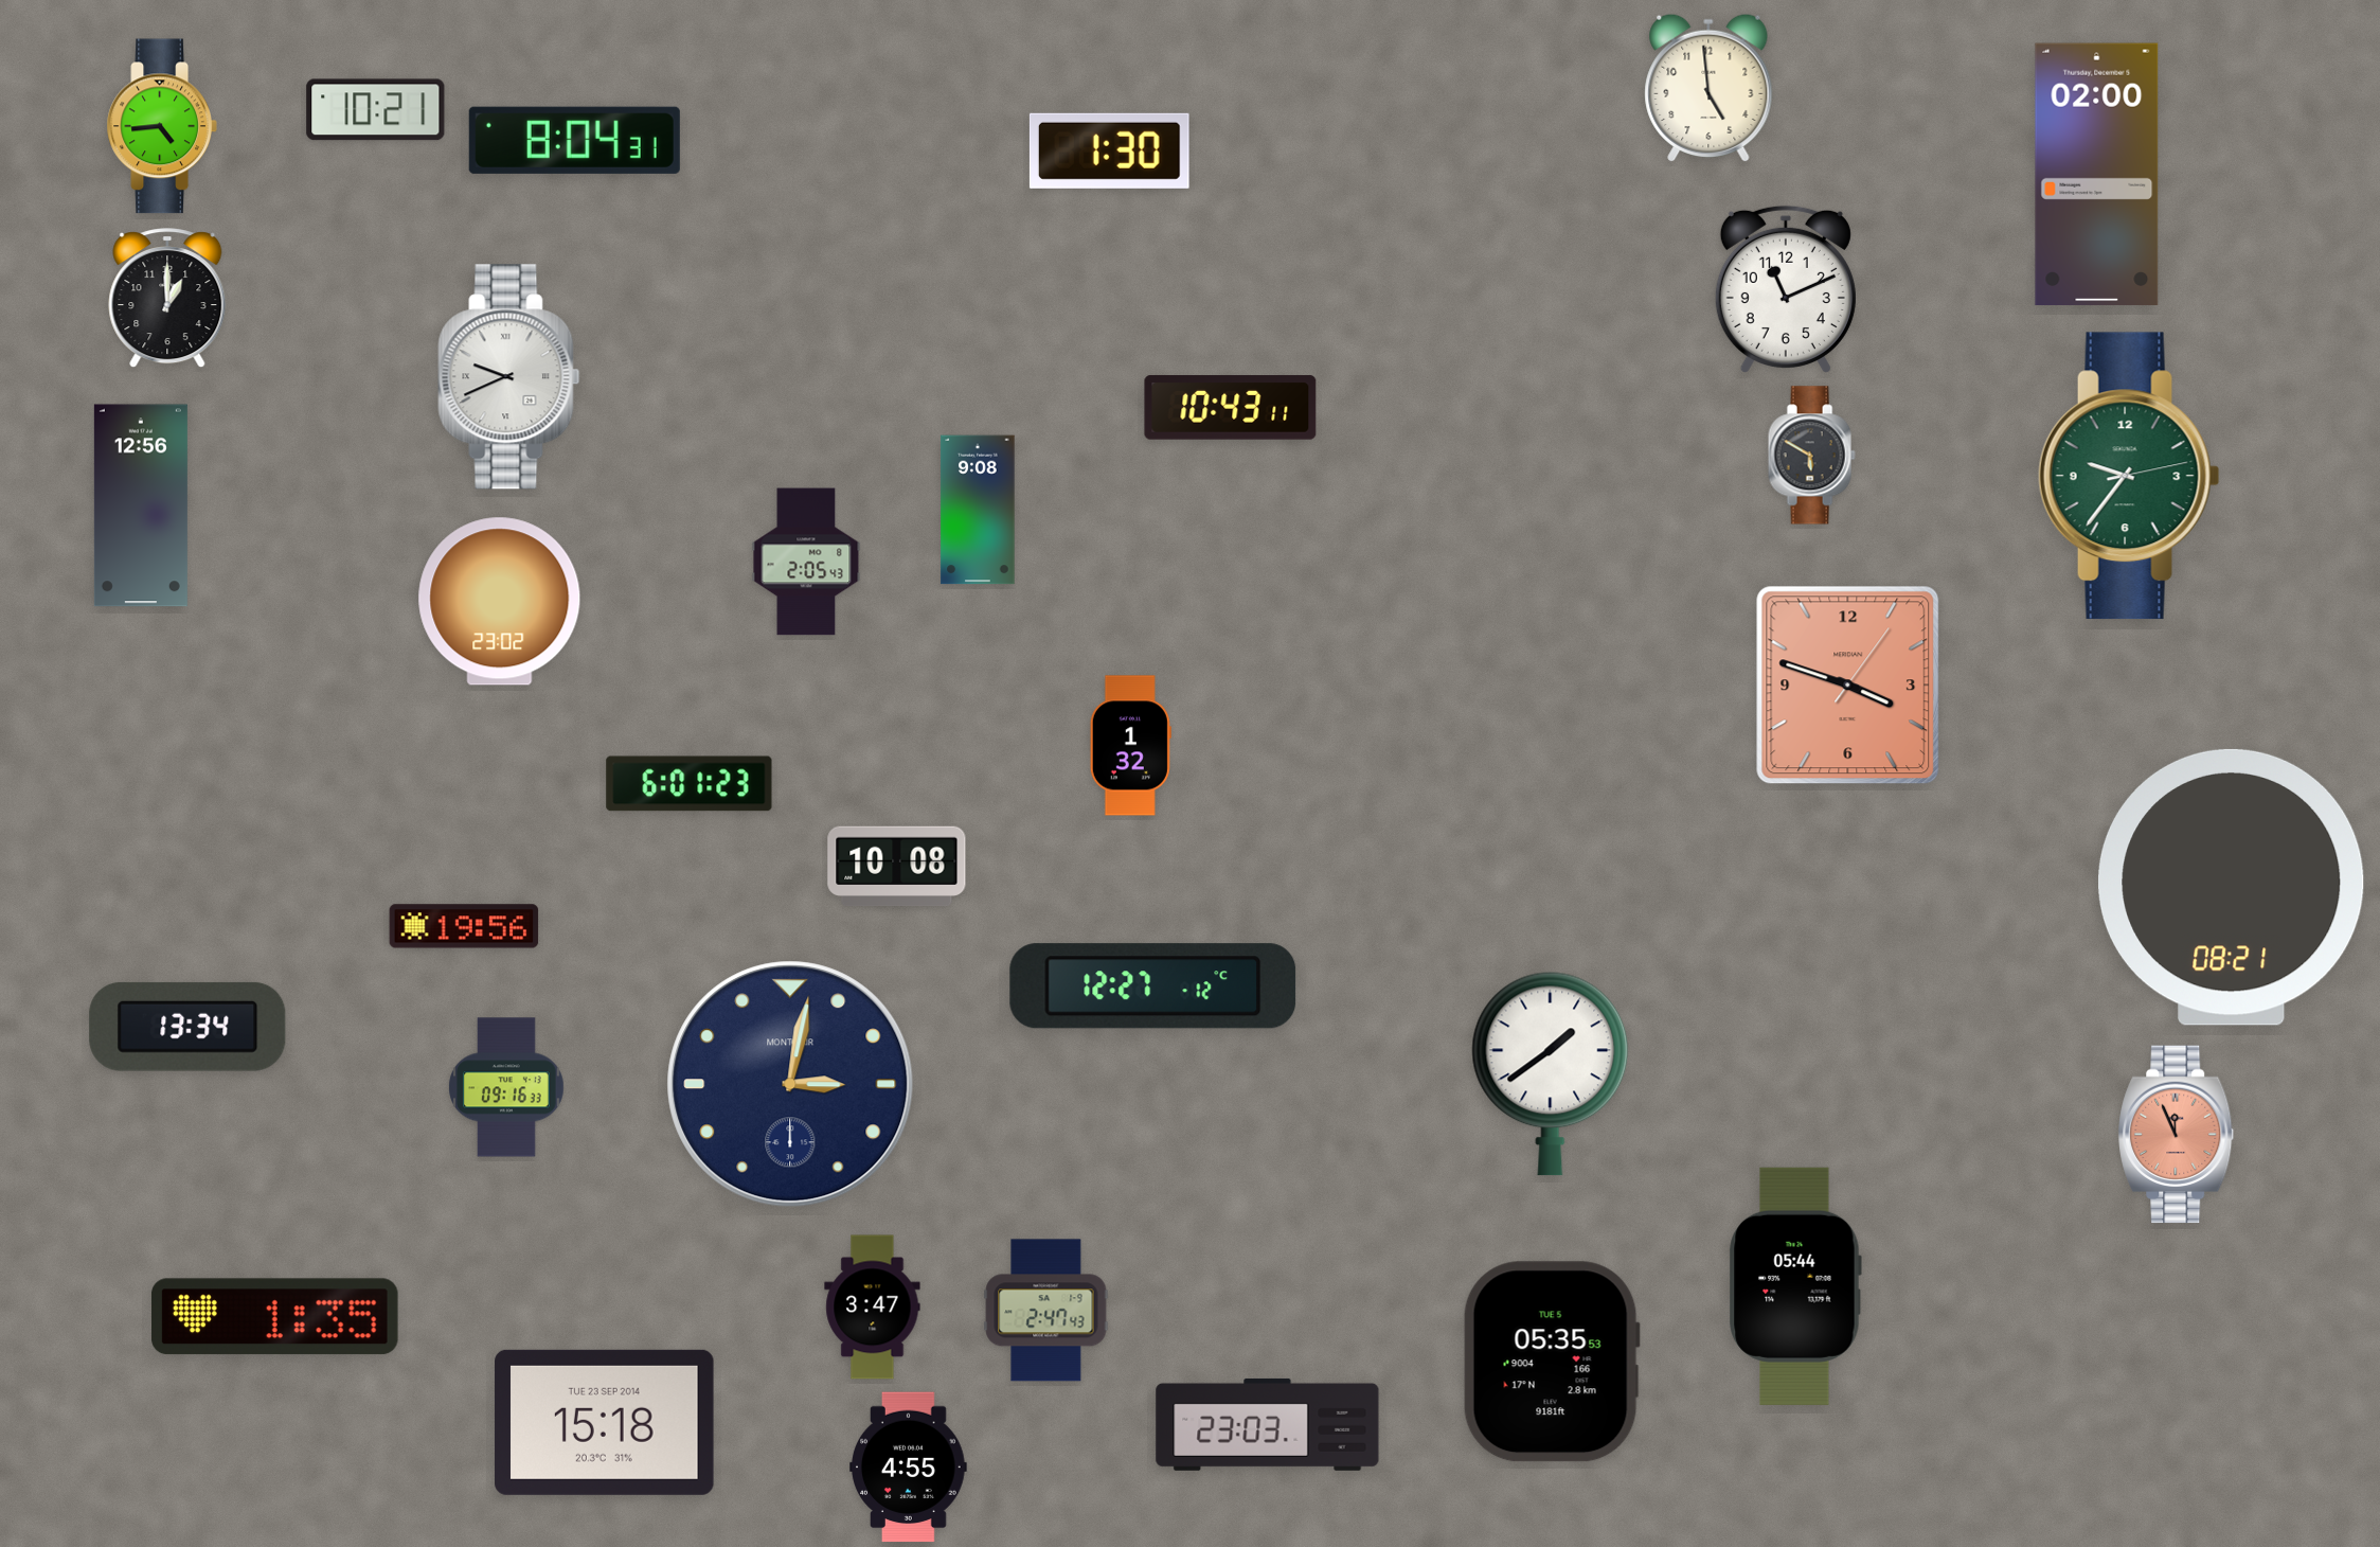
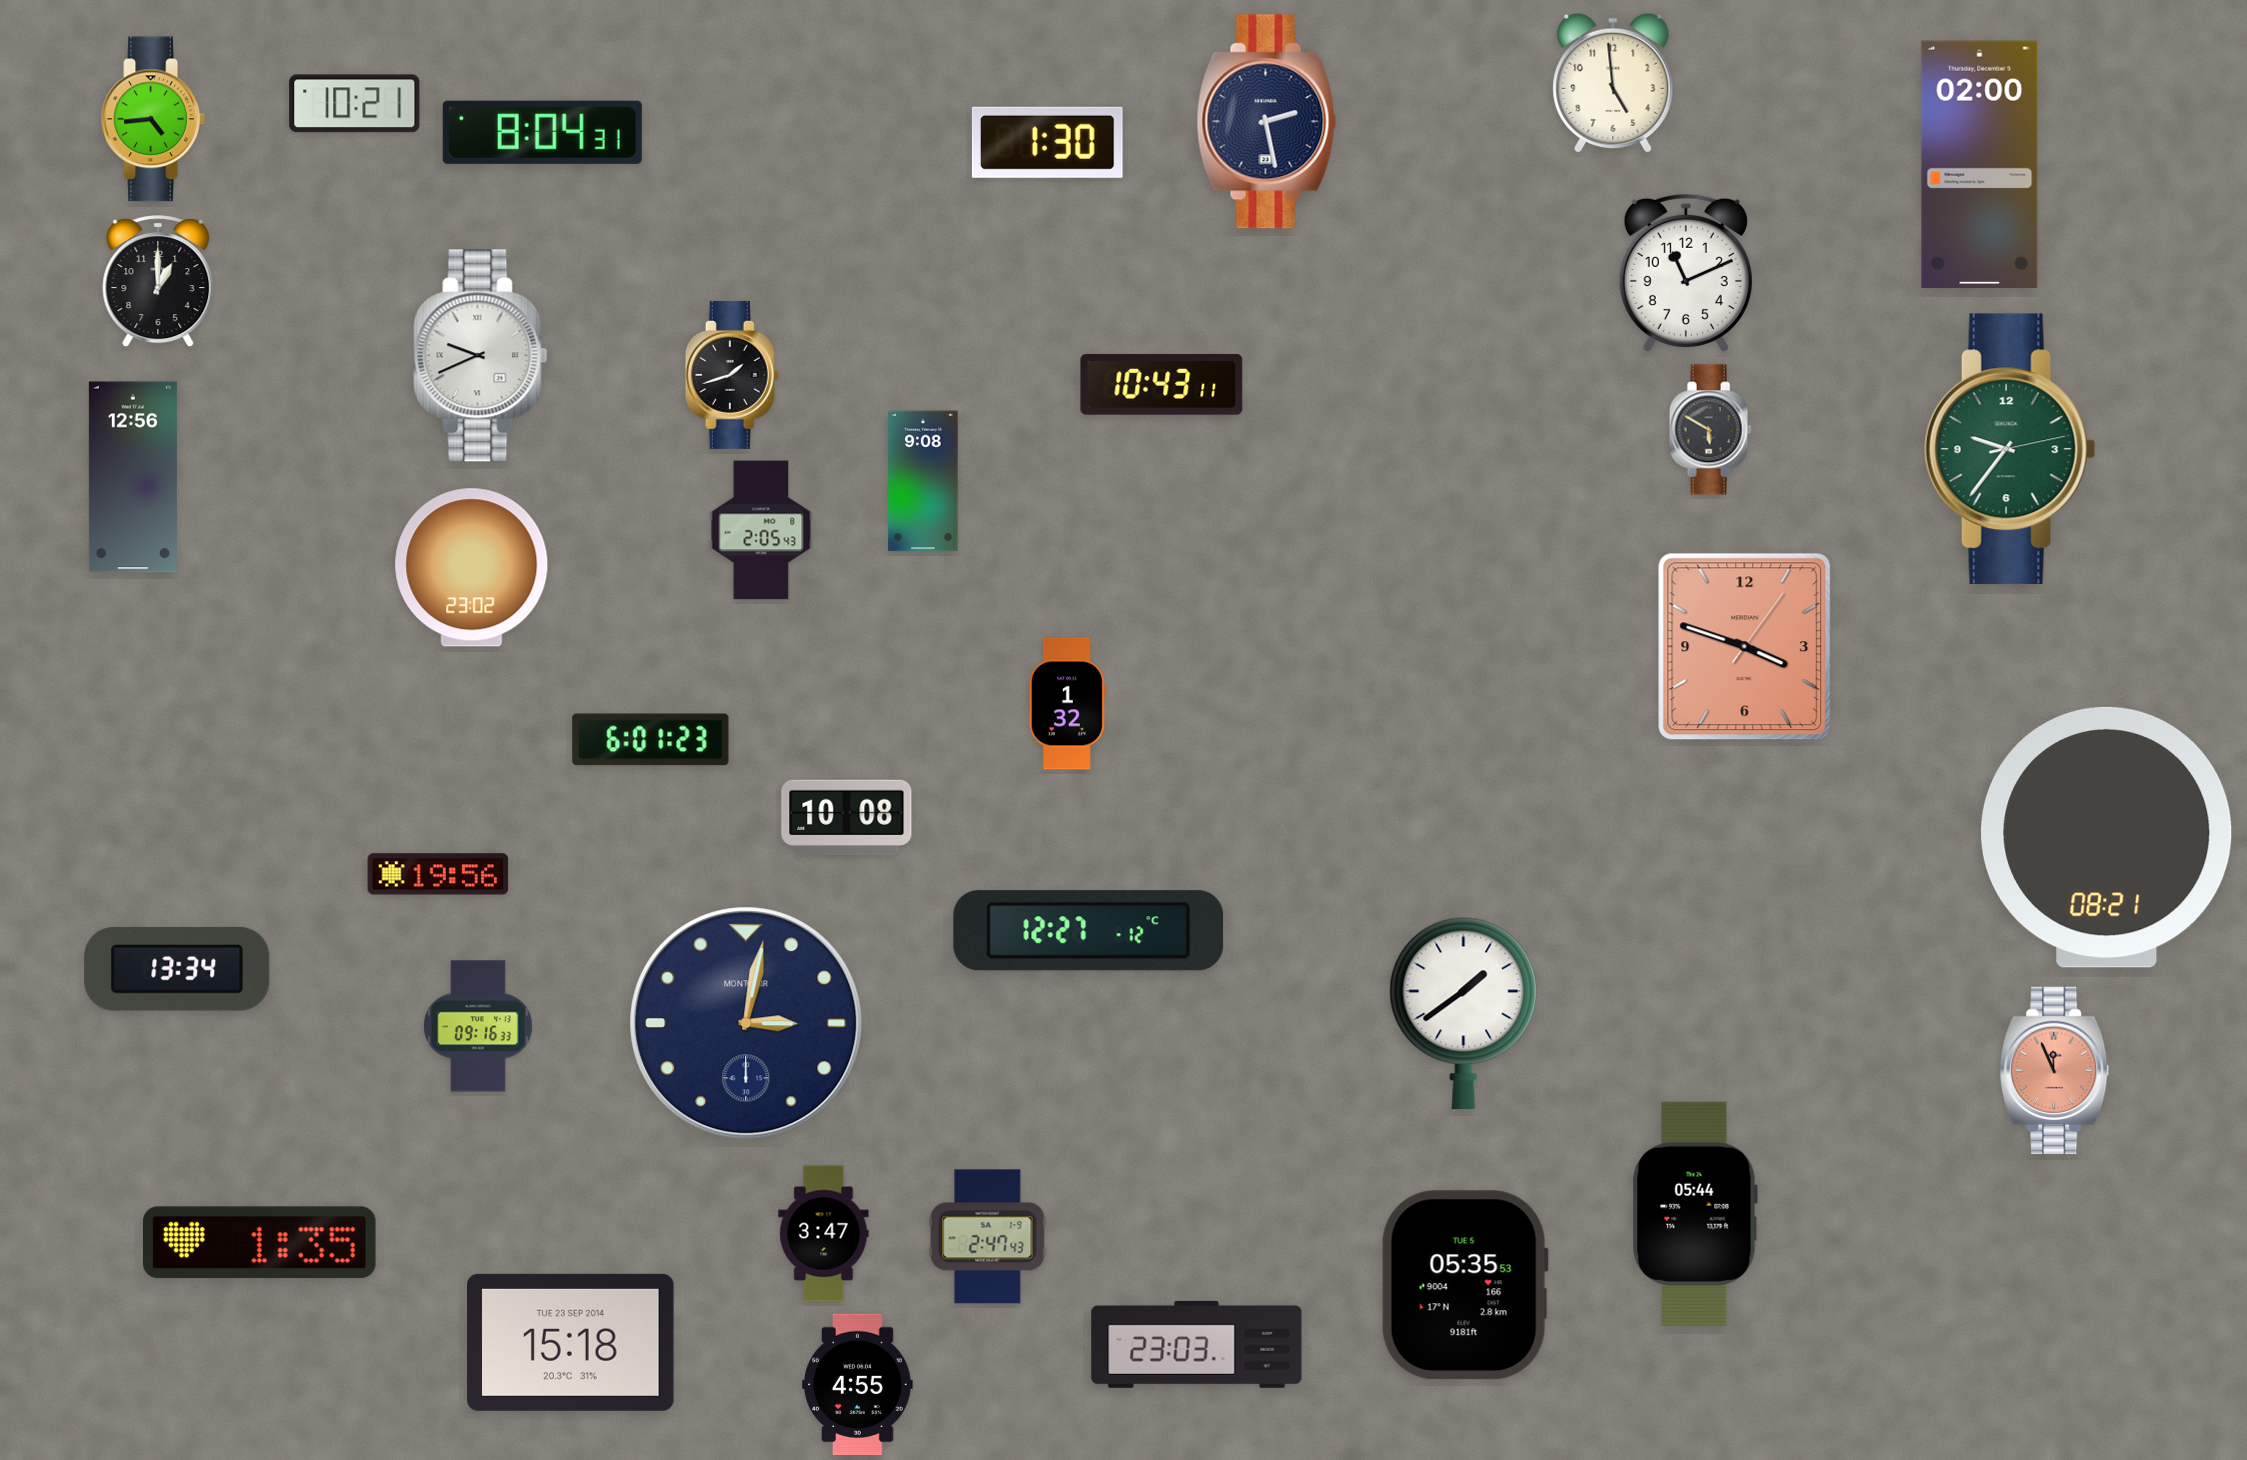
clock at (1267, 122): none -> 2:28
clock at (732, 375): none -> 1:42
